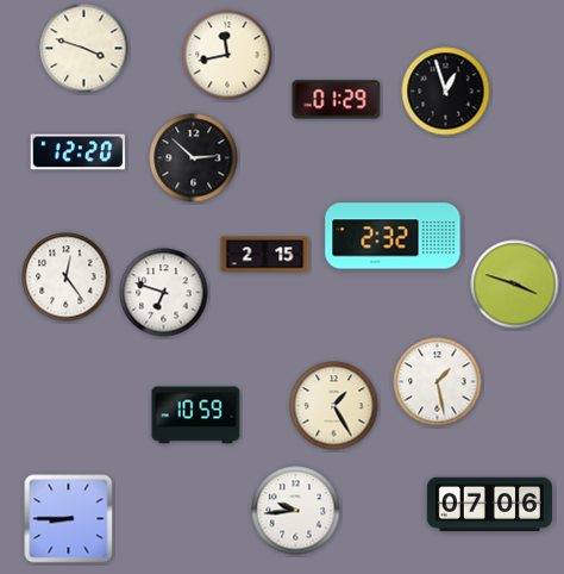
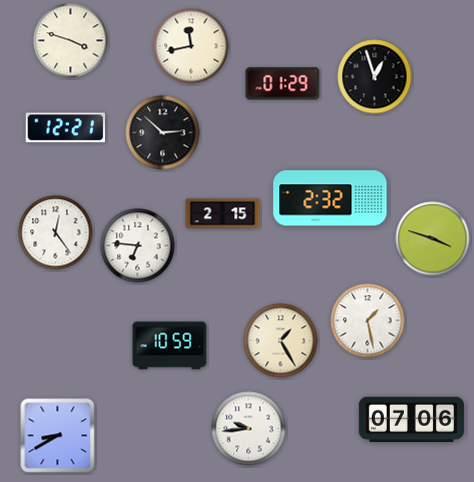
clock at (79, 152): 12:20 -> 12:21
clock at (164, 293): 6:48 -> 6:46
clock at (196, 416) position: (196, 416) -> (170, 346)
clock at (489, 505) position: (489, 505) -> (411, 420)
clock at (69, 519): 8:45 -> 8:40
